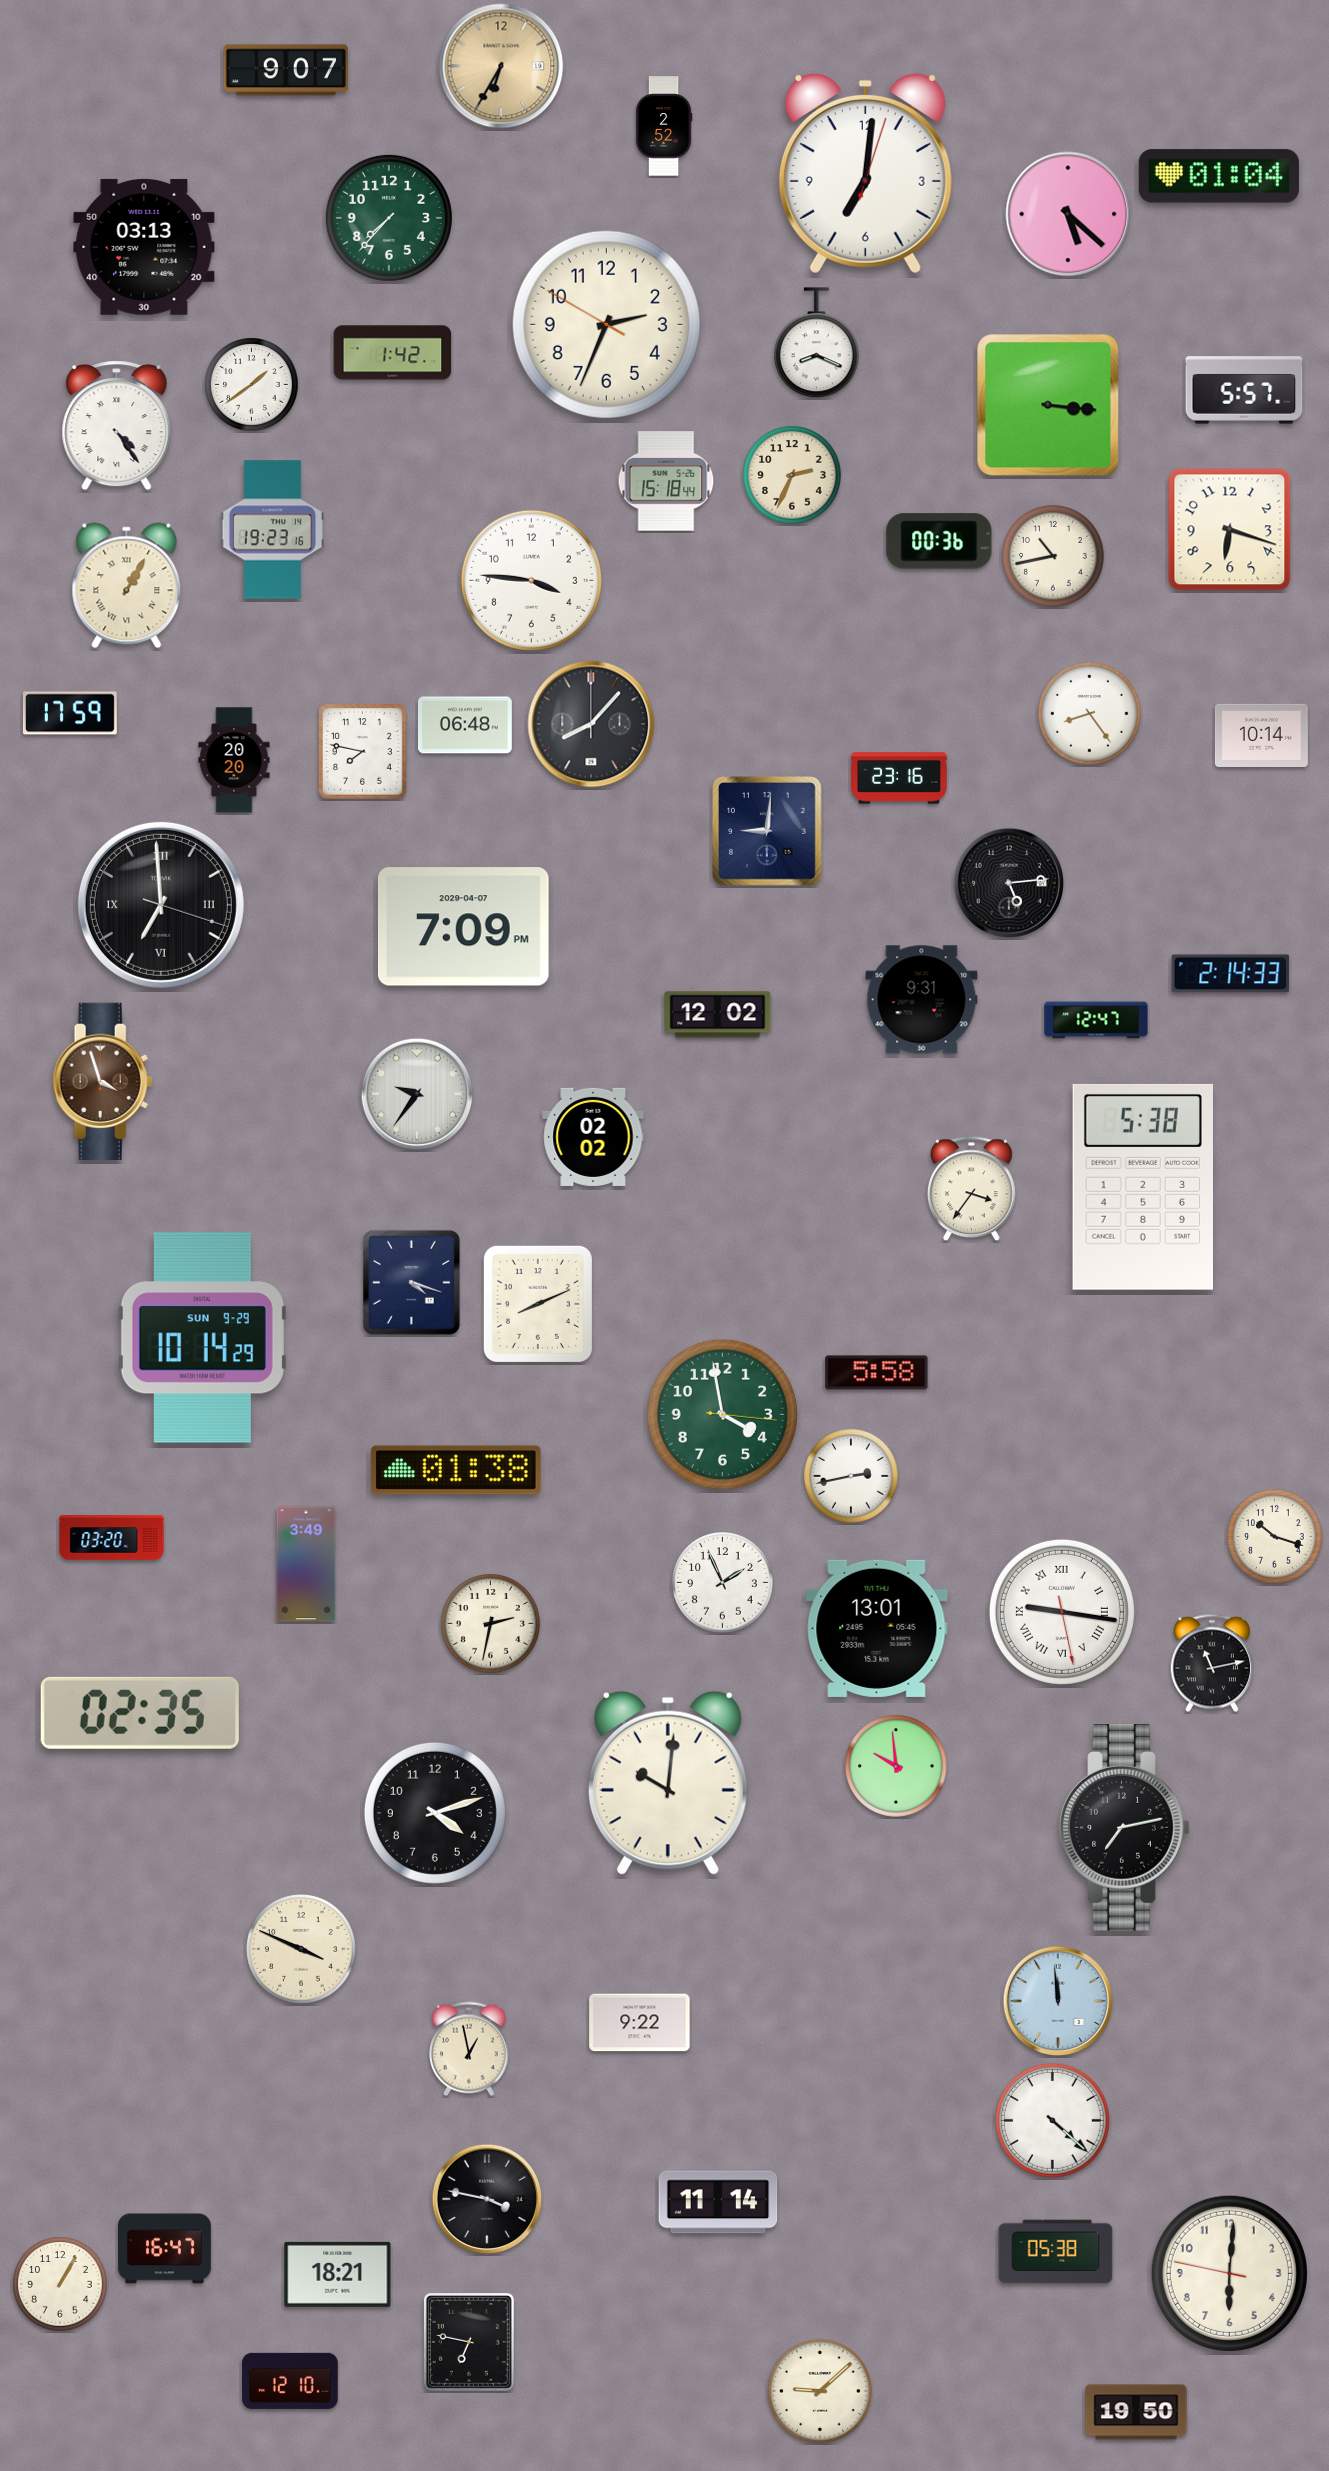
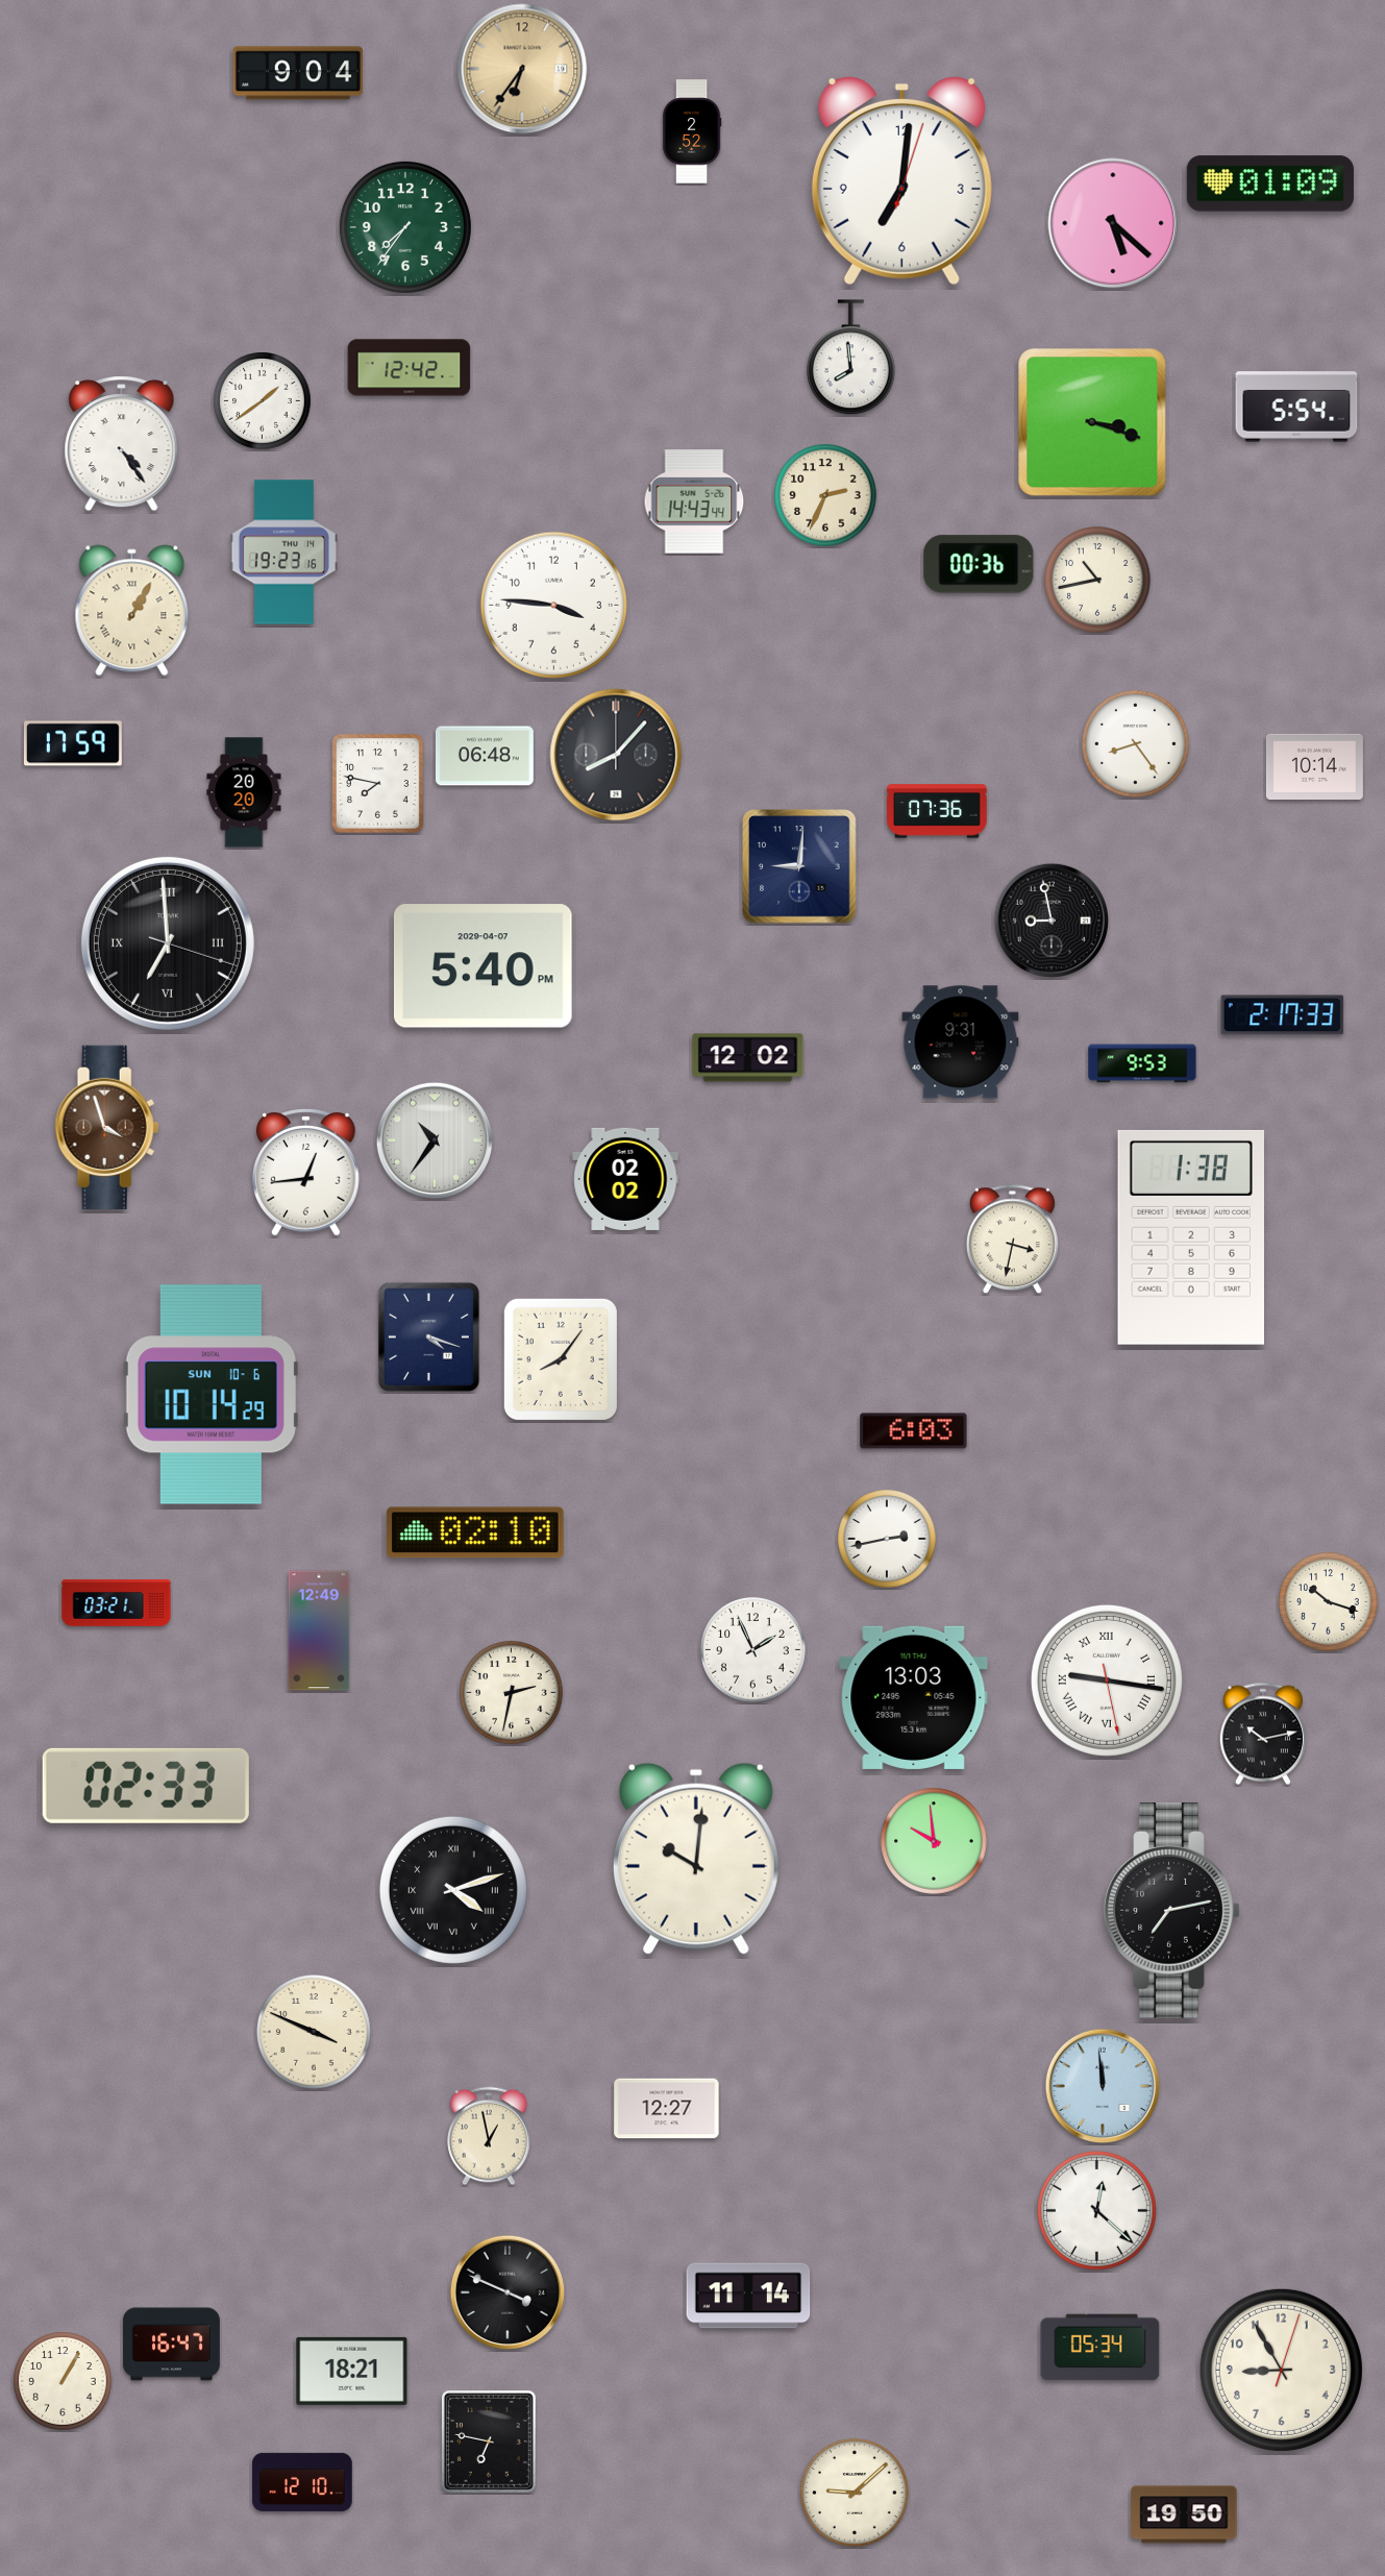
clock at (501, 66): 6:35 -> 6:36
clock at (286, 70): 9:07 -> 9:04
clock at (1219, 176): 01:04 -> 01:09
clock at (389, 218): 7:37 -> 7:36
clock at (144, 247): 03:13 -> none
clock at (606, 324): 2:33 -> none
clock at (816, 343): 8:19 -> 7:59
clock at (393, 353): 1:42 -> 12:42
clock at (1244, 390): 5:57 -> 5:54
clock at (1048, 405): 3:16 -> 3:18
clock at (666, 481): 15:18 -> 14:43
clock at (1230, 530): 6:18 -> none
clock at (899, 778): 23:16 -> 07:36
clock at (1008, 882): 5:14 -> 8:58
clock at (463, 927): 7:09 -> 5:40
clock at (1231, 974): 2:14 -> 2:17
clock at (1096, 1020): 12:47 -> 9:53
clock at (417, 1094): 9:36 -> 10:36
clock at (306, 1173): none -> 12:44
clock at (593, 1137) position: (593, 1137) -> (625, 1179)
clock at (1142, 1187): 5:38 -> 1:38
clock at (971, 1189): 3:36 -> 3:32
clock at (538, 1304): 8:11 -> 8:06
clock at (202, 1338) date: SUN 9-29 -> SUN 10-6
clock at (877, 1373): 5:58 -> 6:03
clock at (722, 1414): 3:58 -> none
clock at (456, 1470): 01:38 -> 02:10
clock at (112, 1538): 03:20 -> 03:21
clock at (306, 1564): 3:49 -> 12:49
clock at (877, 1628): 13:01 -> 13:03
clock at (1211, 1663): 11:13 -> 10:13
clock at (140, 1713): 02:35 -> 02:33
clock at (435, 1813) numerals: Arabic -> Roman
clock at (1125, 1828) position: (1125, 1828) -> (1172, 1911)
clock at (640, 2023): 9:22 -> 12:27
clock at (1052, 2120): 4:22 -> 12:22
clock at (486, 2198): 3:47 -> 3:49
clock at (1056, 2252): 05:38 -> 05:34
clock at (1229, 2273): 6:00 -> 8:55
